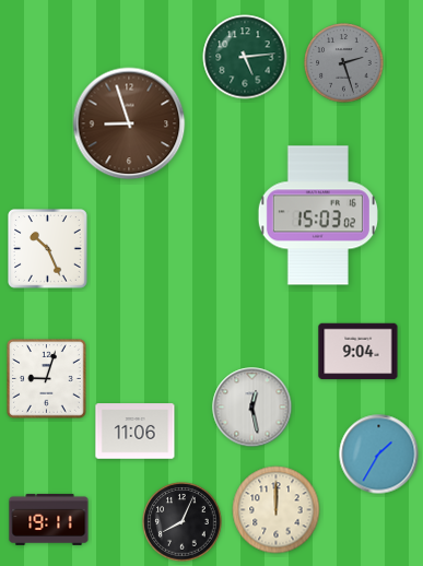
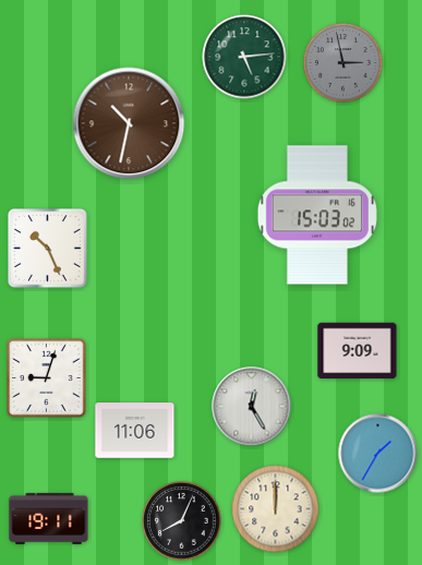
clock at (344, 63): 2:27 -> 2:58
clock at (129, 123): 8:57 -> 10:32
clock at (359, 352): 9:04 -> 9:09
clock at (252, 408): 12:28 -> 12:25
